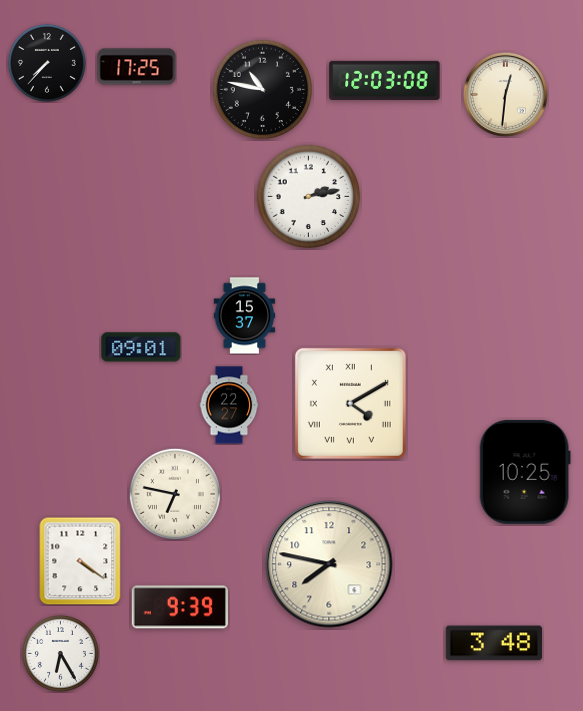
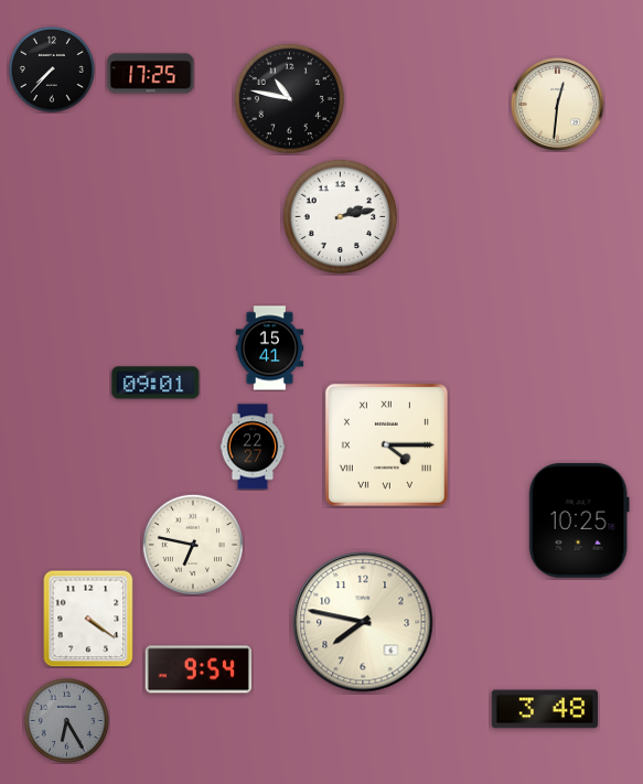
clock at (385, 80): 12:03 -> none
clock at (245, 316): 15:37 -> 15:41
clock at (350, 403): 4:10 -> 4:15
clock at (179, 607): 9:39 -> 9:54
clock at (60, 653) dial: white -> grey
